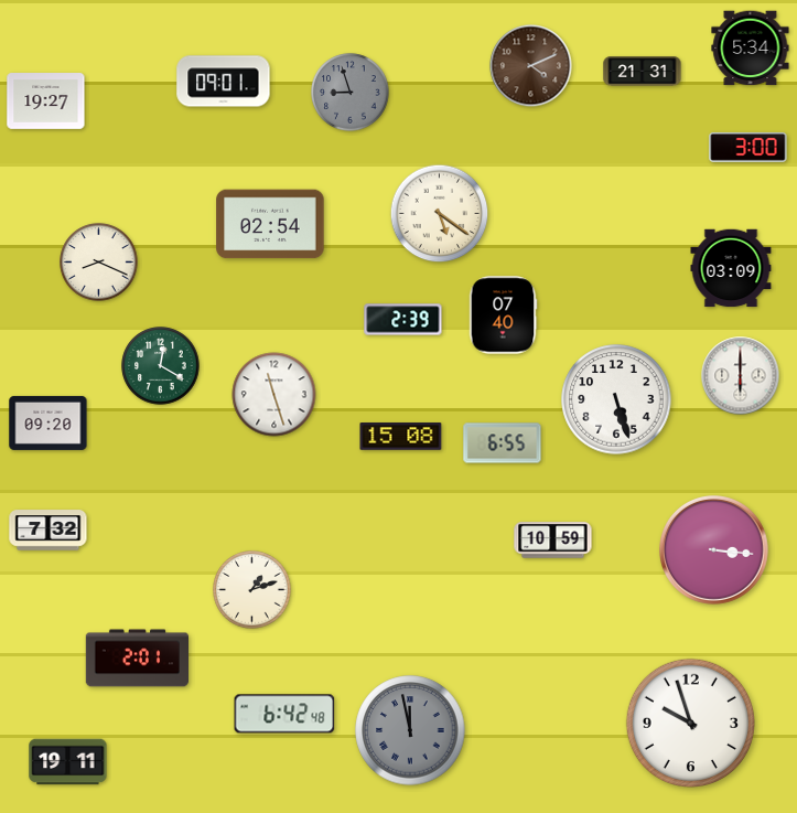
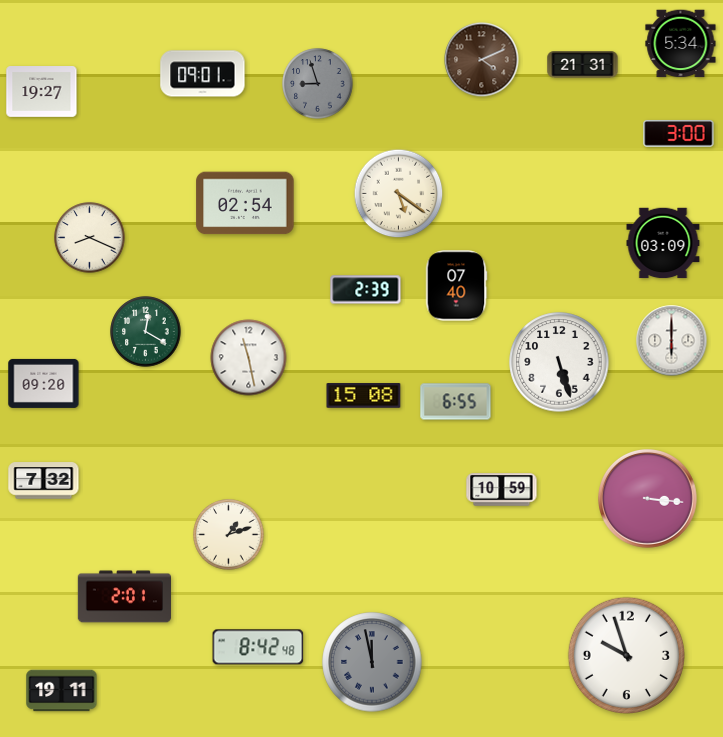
clock at (274, 395): 11:27 -> 11:28
clock at (284, 714): 6:42 -> 8:42
